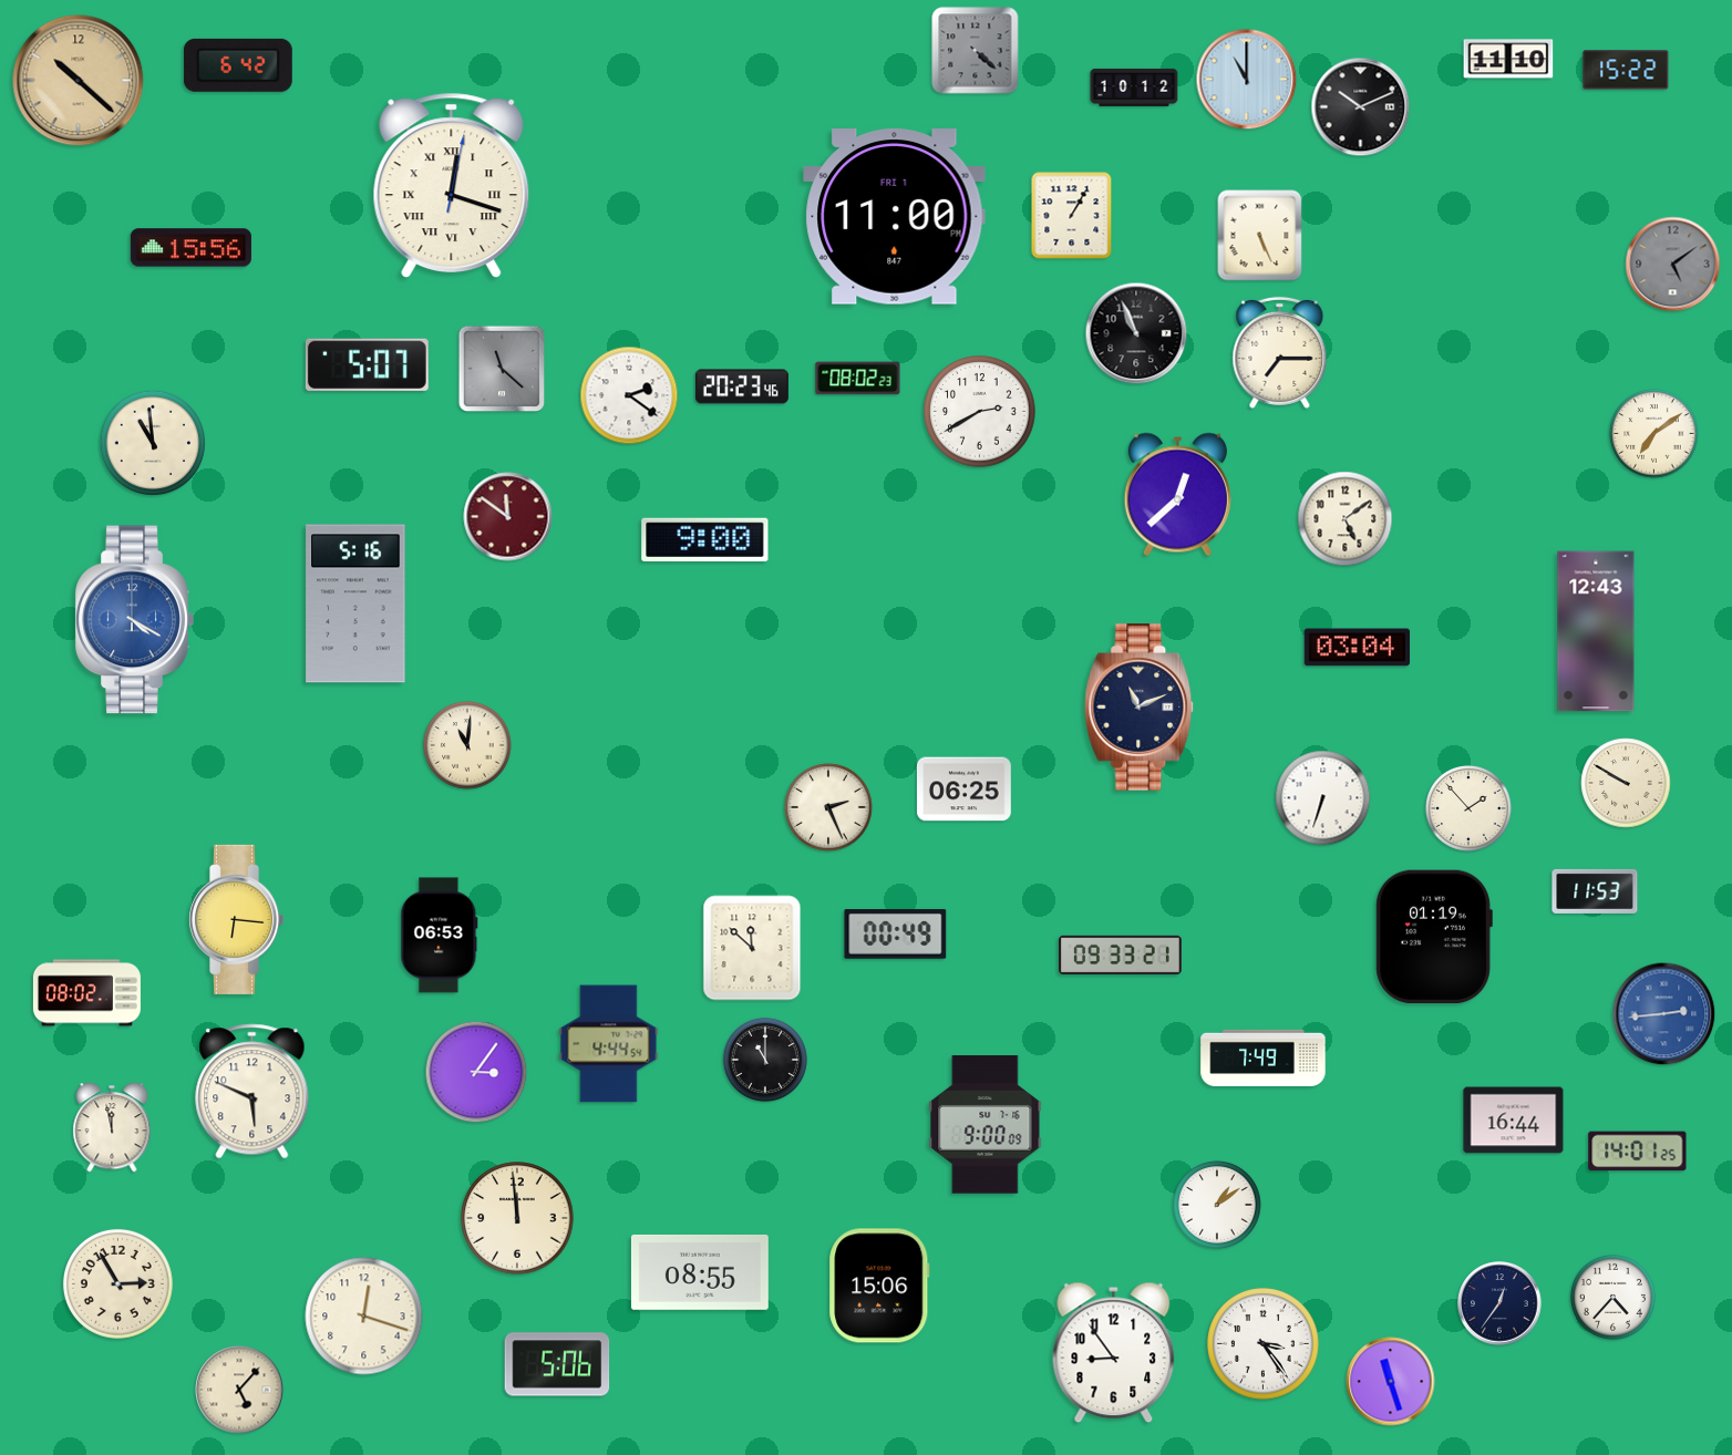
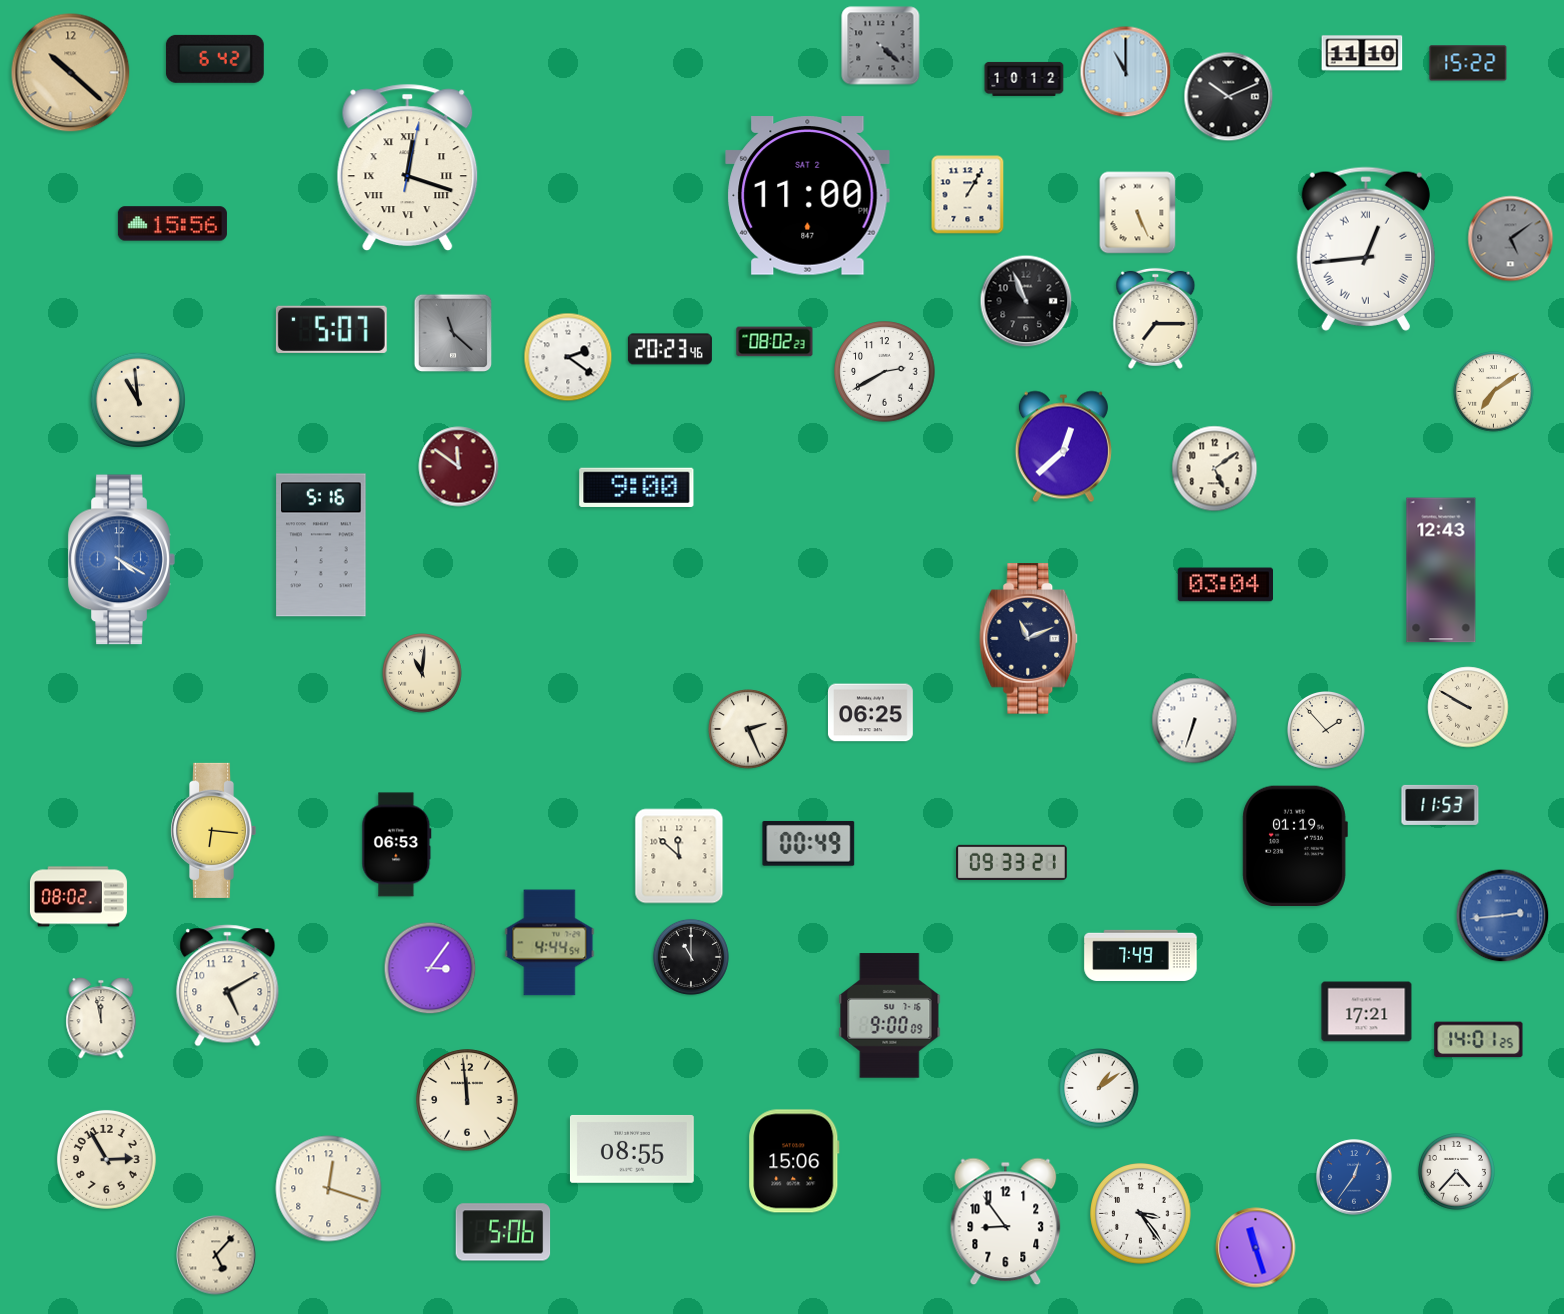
clock at (895, 217) date: FRI 1 -> SAT 2
clock at (1366, 249): none -> 12:44
clock at (252, 1092): 5:49 -> 5:10
clock at (1514, 1121): 16:44 -> 17:21
clock at (1499, 1303) dial: navy -> blue
